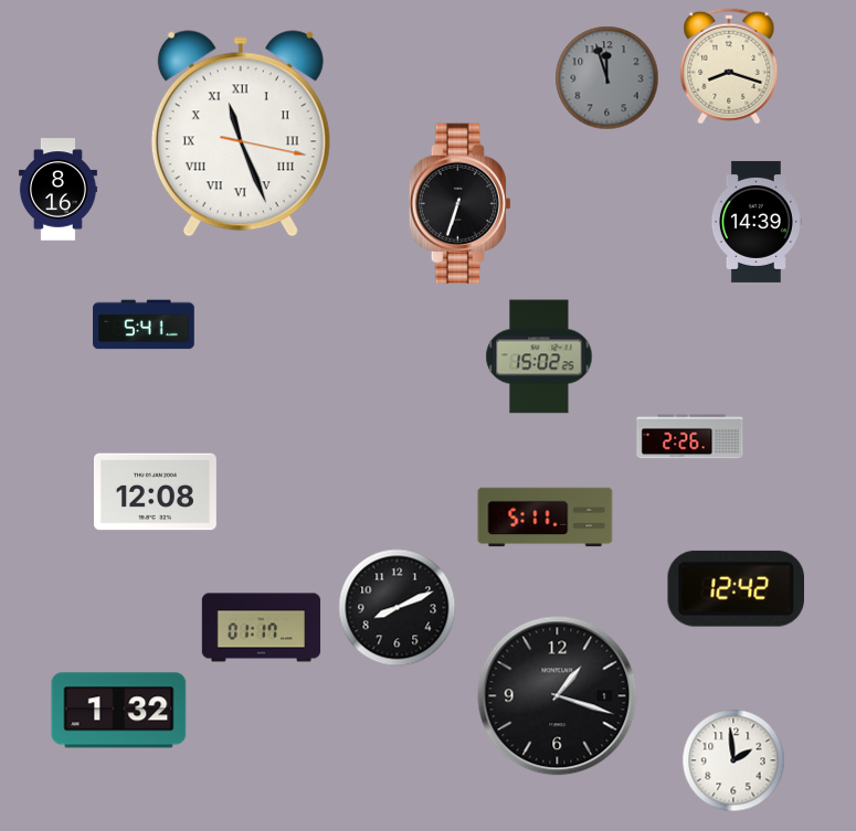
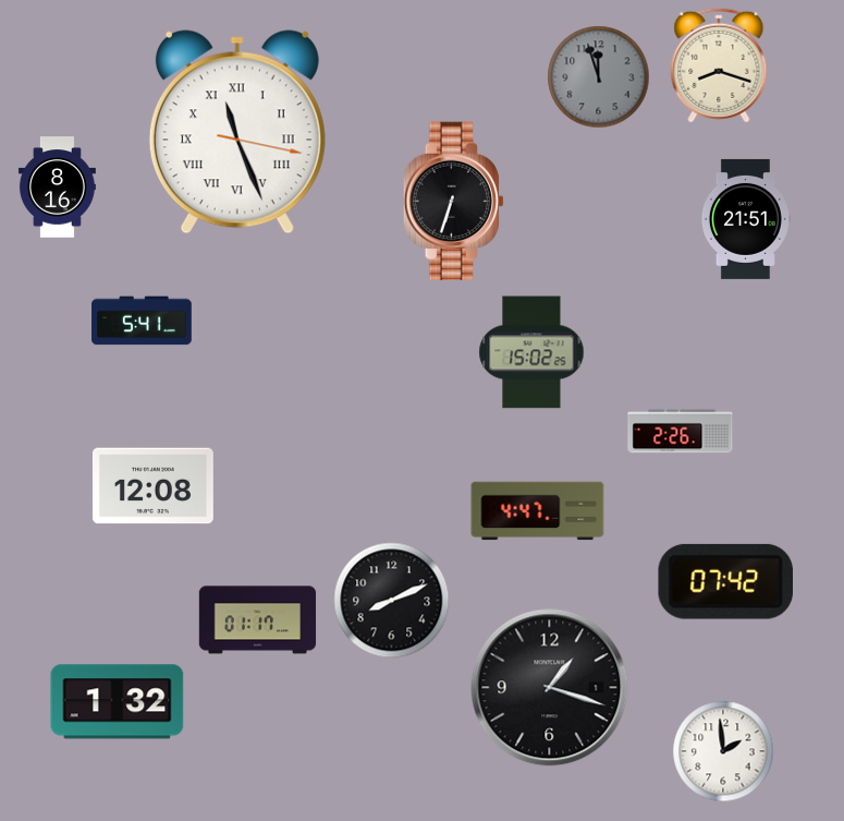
clock at (755, 222): 14:39 -> 21:51
clock at (546, 518): 5:11 -> 4:47
clock at (736, 588): 12:42 -> 07:42
